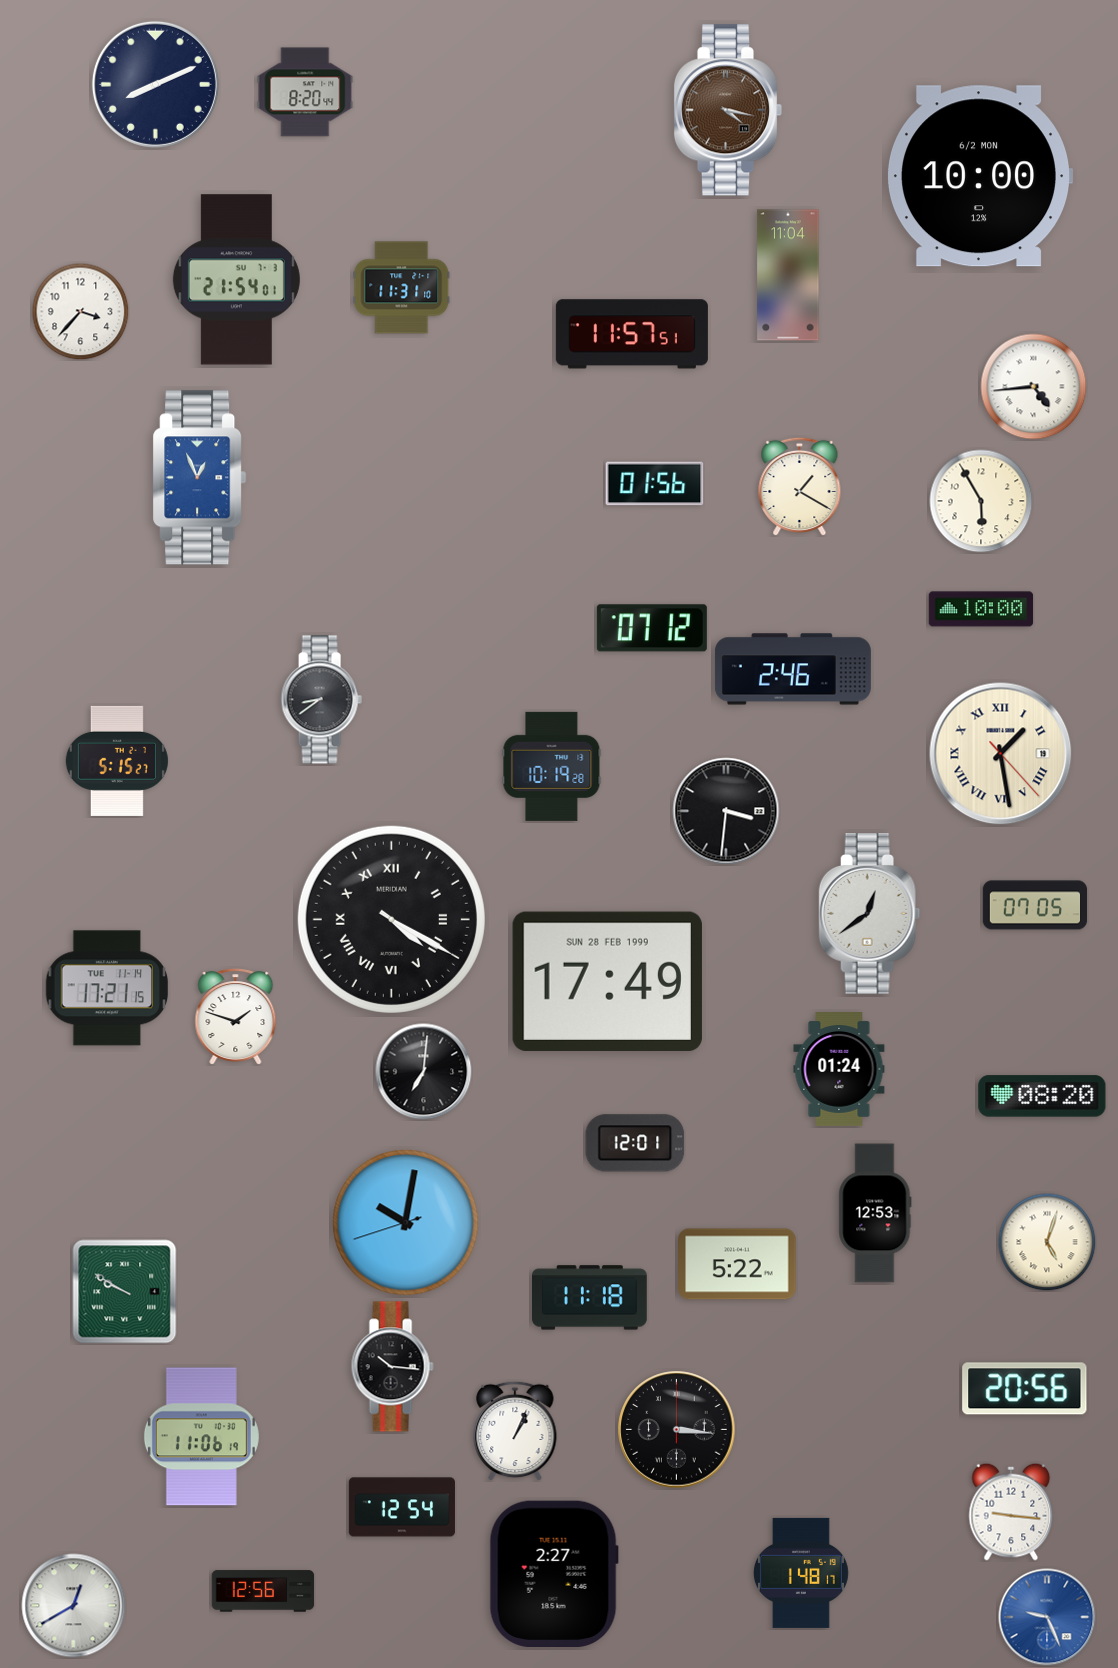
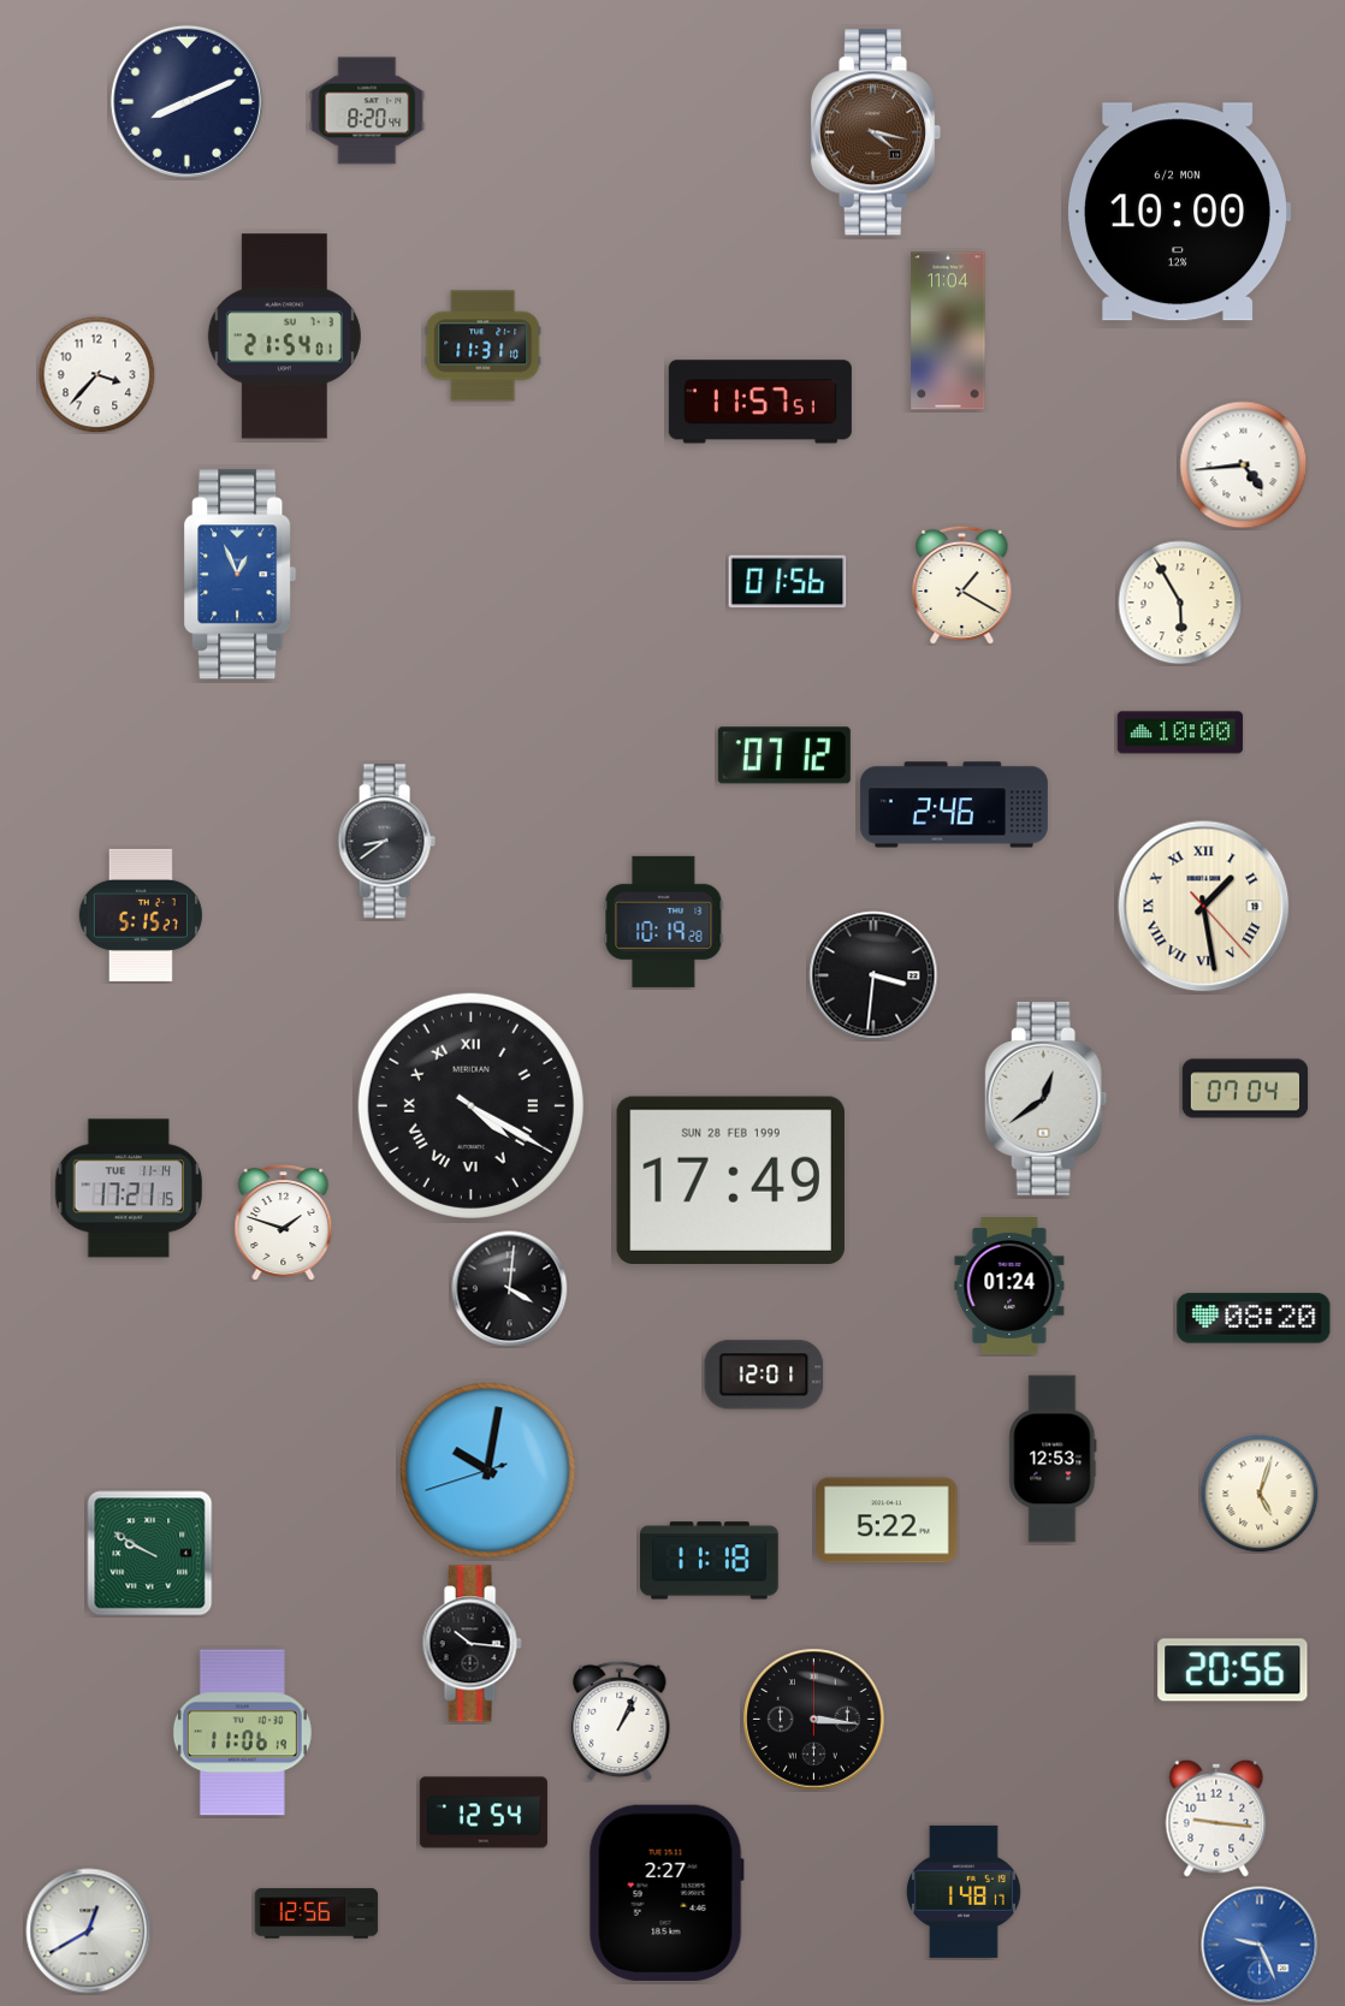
clock at (1035, 905): 07:05 -> 07:04
clock at (424, 1072): 7:01 -> 4:01
clock at (201, 1437) position: (201, 1437) -> (242, 1733)
